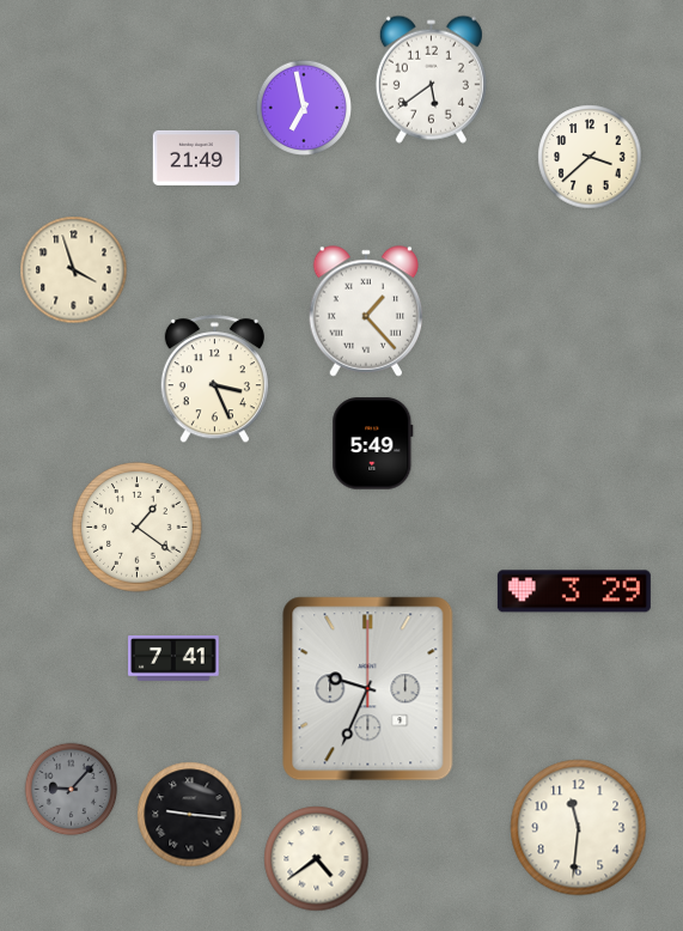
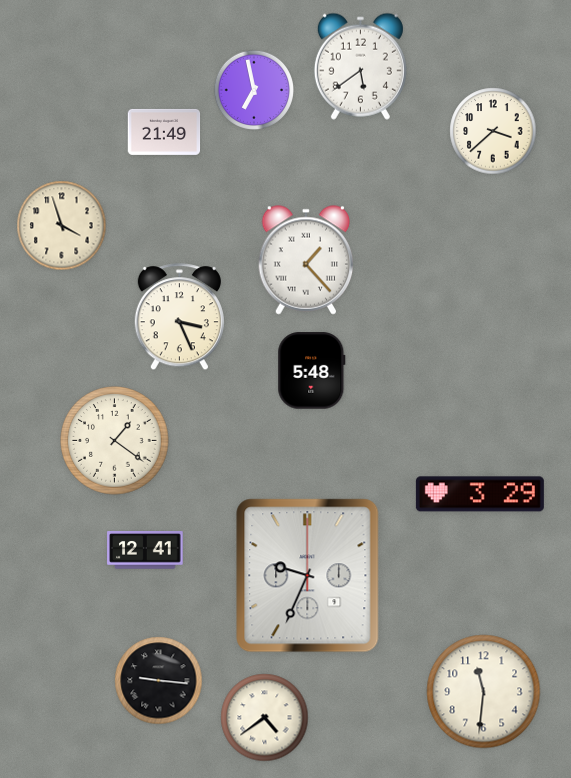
clock at (373, 444): 5:49 -> 5:48
clock at (173, 658): 7:41 -> 12:41
clock at (72, 790): 9:07 -> none
